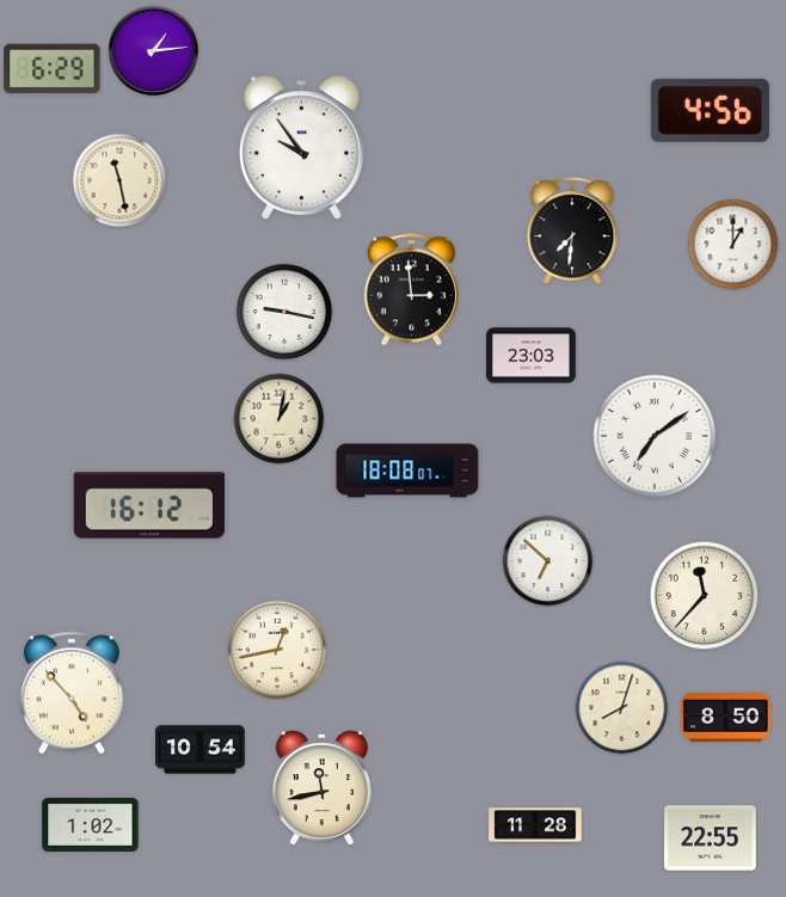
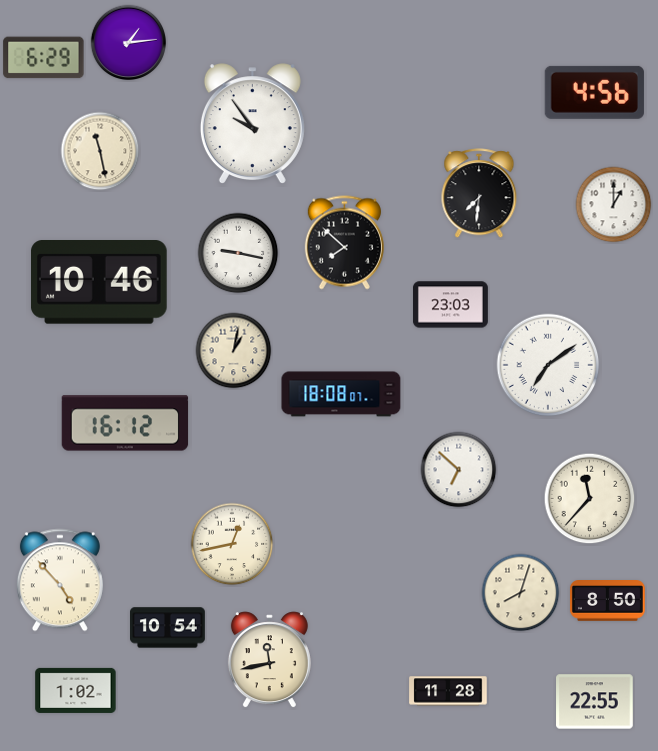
clock at (411, 290): 2:59 -> 7:52
clock at (284, 312) position: (284, 312) -> (238, 253)
clock at (100, 282): none -> 10:46
clock at (532, 356) position: (532, 356) -> (451, 305)
